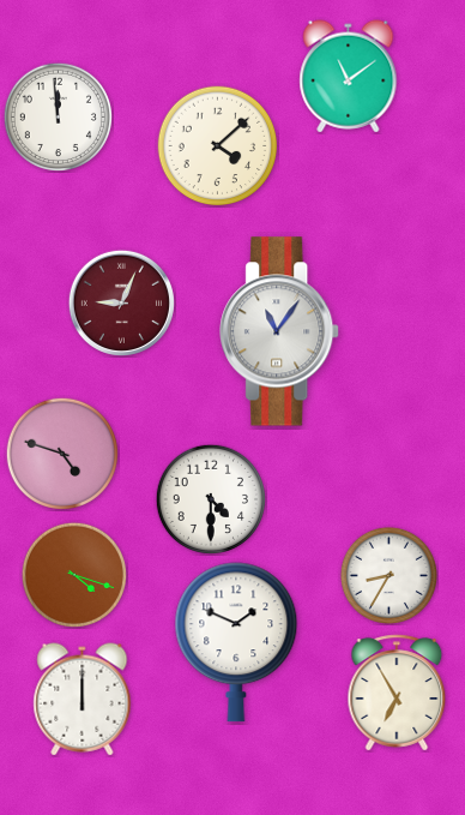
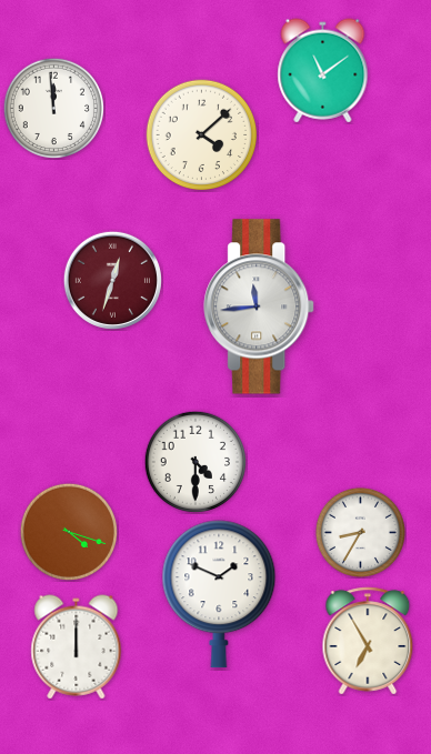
clock at (121, 302): 9:04 -> 12:33
clock at (280, 331): 11:06 -> 11:44
clock at (61, 453): 4:48 -> none
